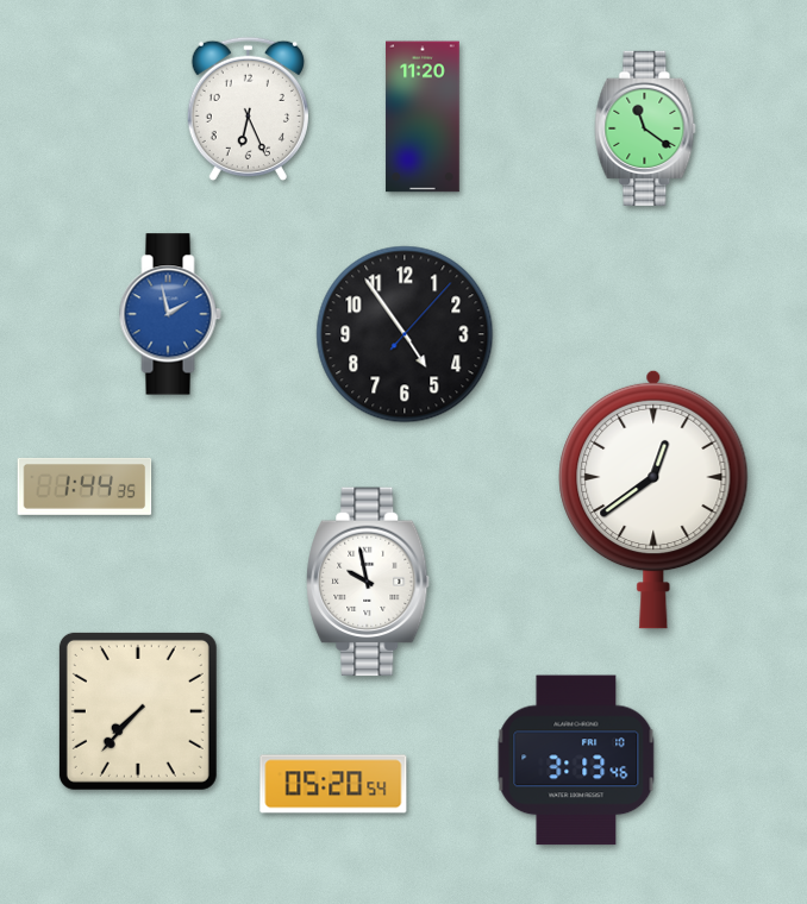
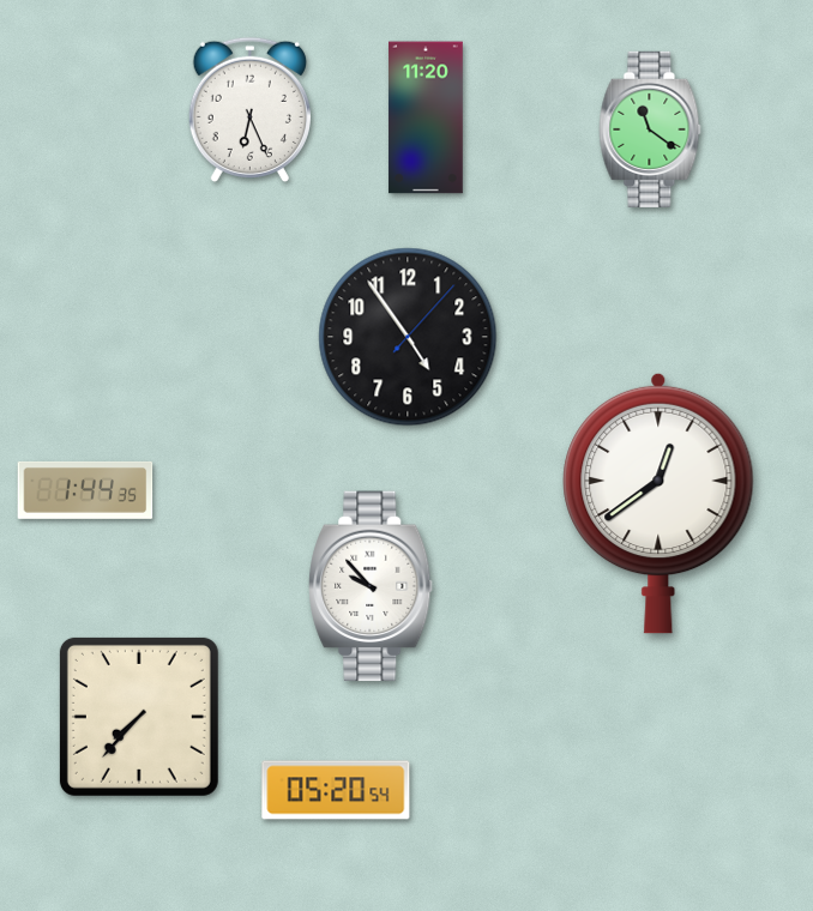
clock at (170, 314): 1:58 -> none
clock at (368, 582): 9:58 -> 9:53
clock at (576, 760): 3:13 -> none
